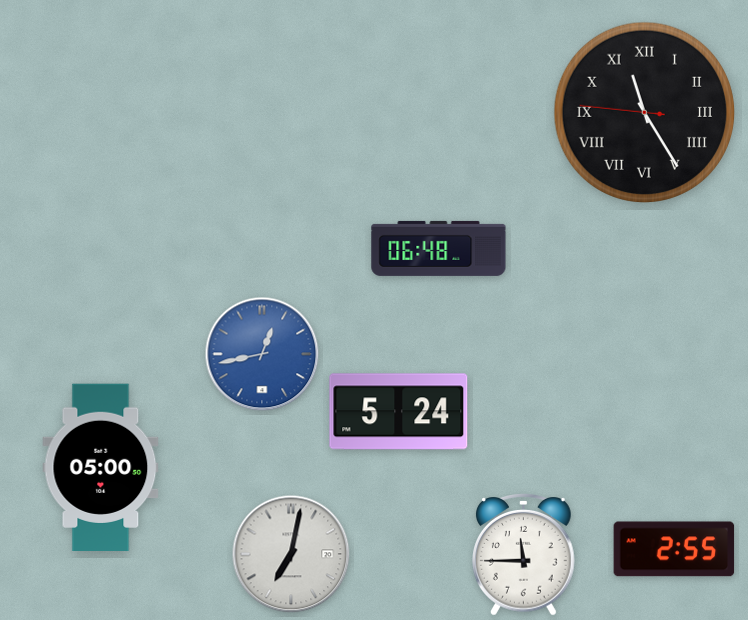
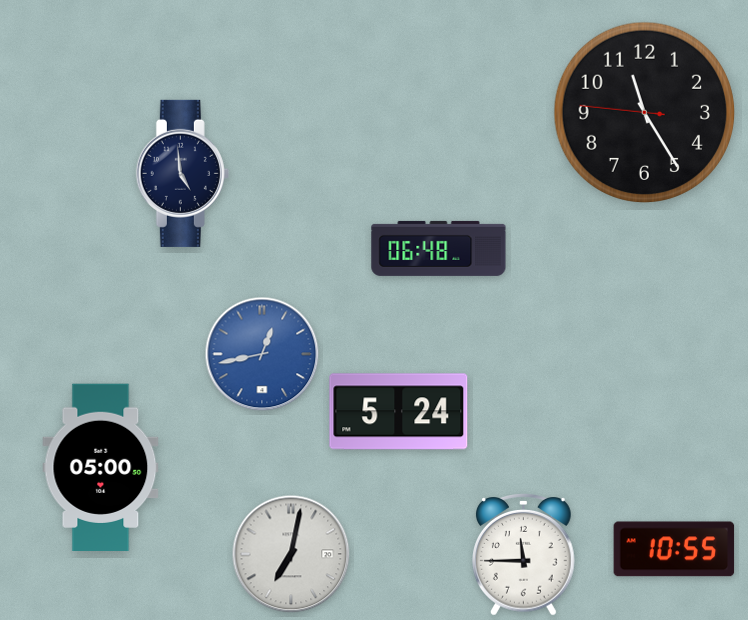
clock at (644, 112) numerals: Roman -> Arabic
clock at (182, 173): none -> 4:59
clock at (674, 549): 2:55 -> 10:55
